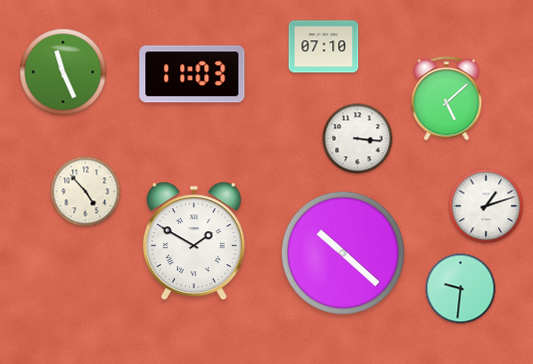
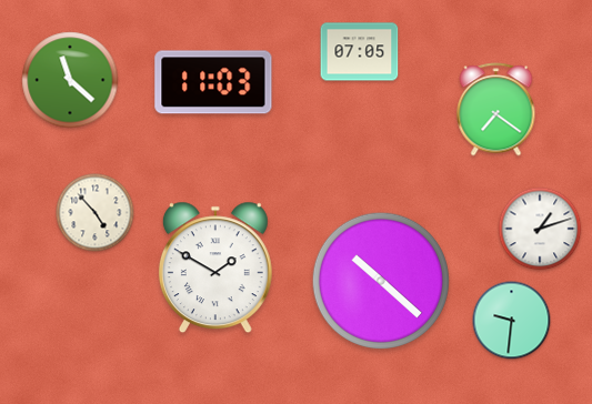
clock at (324, 47): 07:10 -> 07:05
clock at (63, 72): 11:26 -> 11:22
clock at (447, 99): 5:08 -> 7:21
clock at (358, 139): 3:16 -> none
